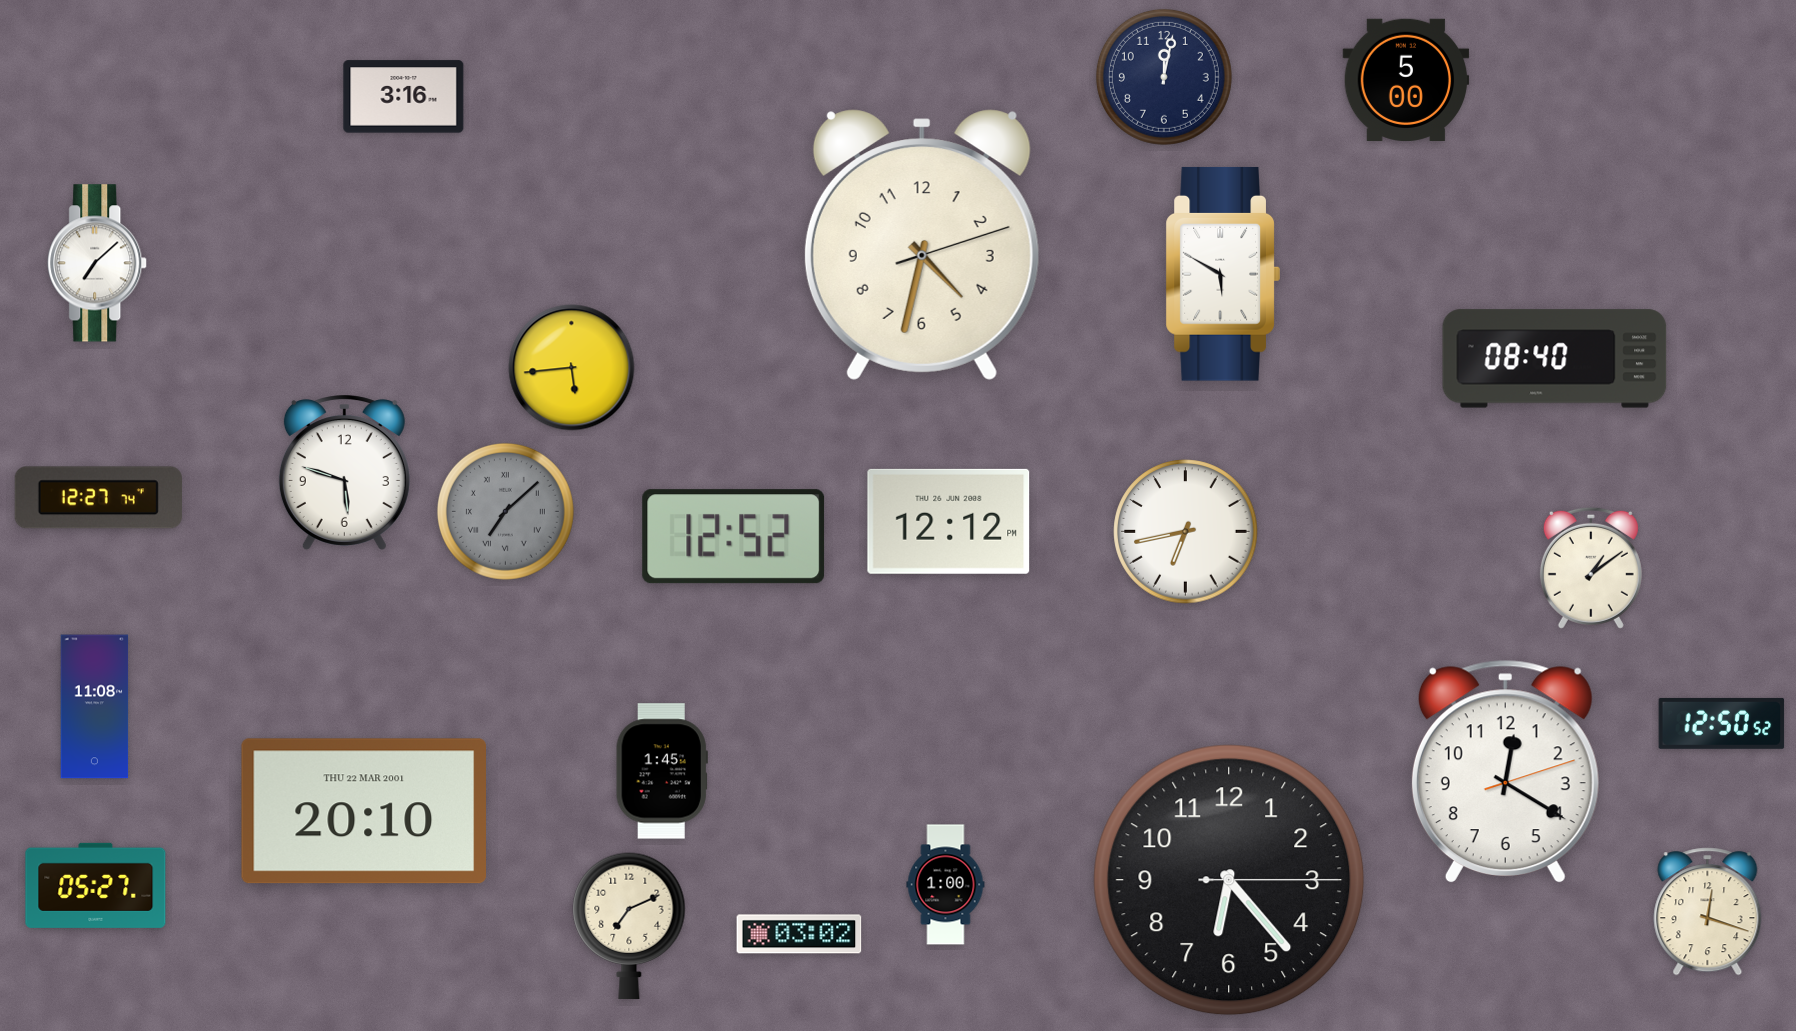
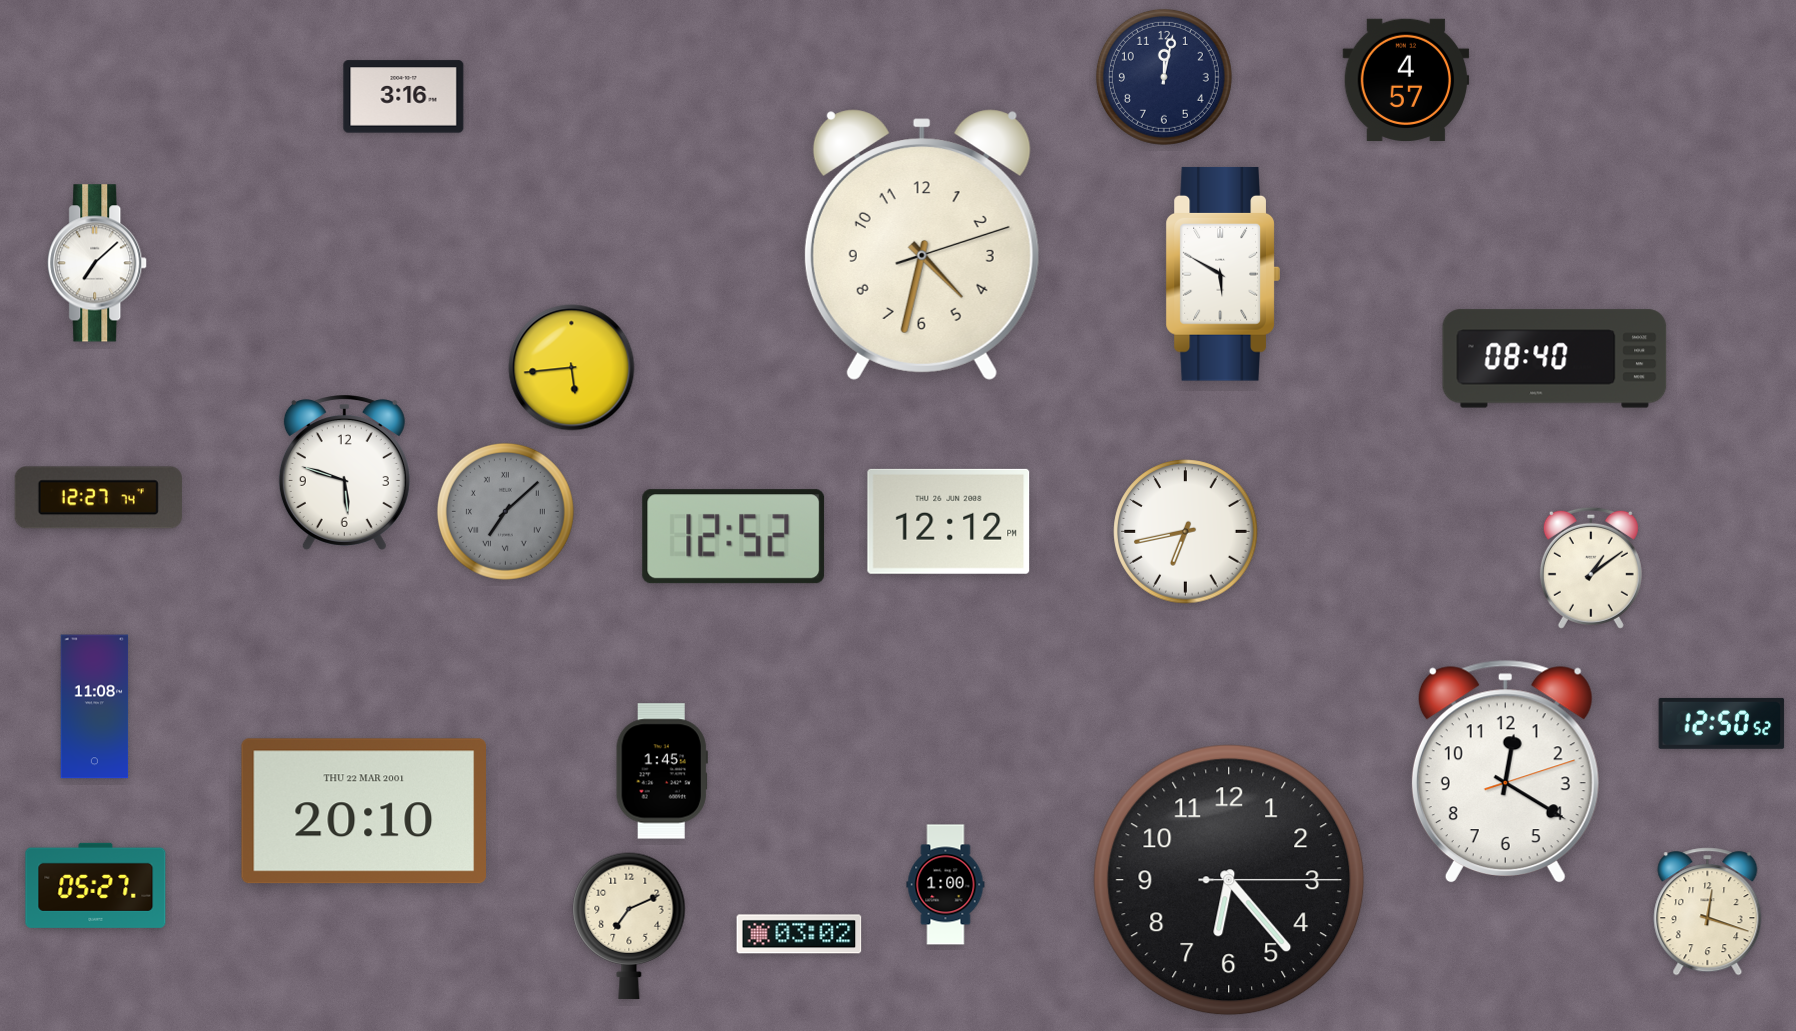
clock at (1406, 79): 5:00 -> 4:57
